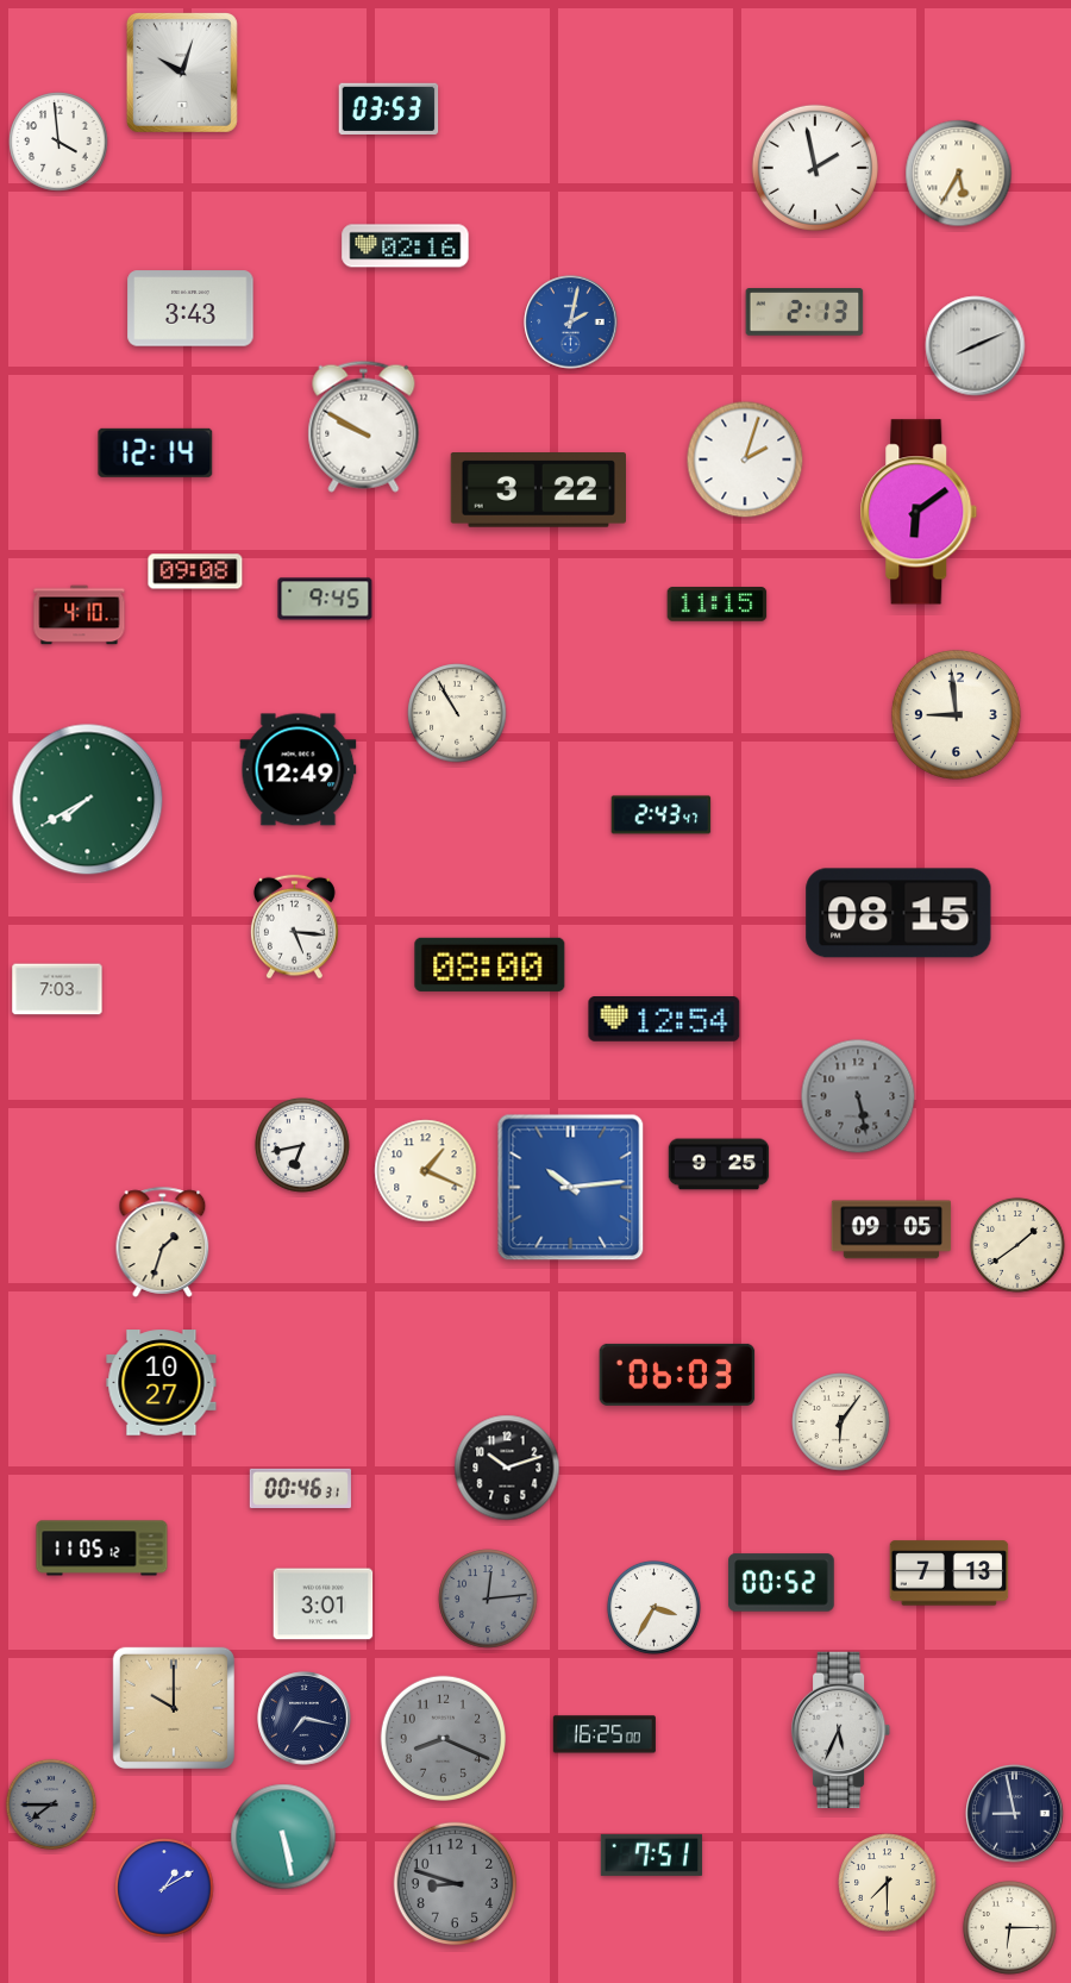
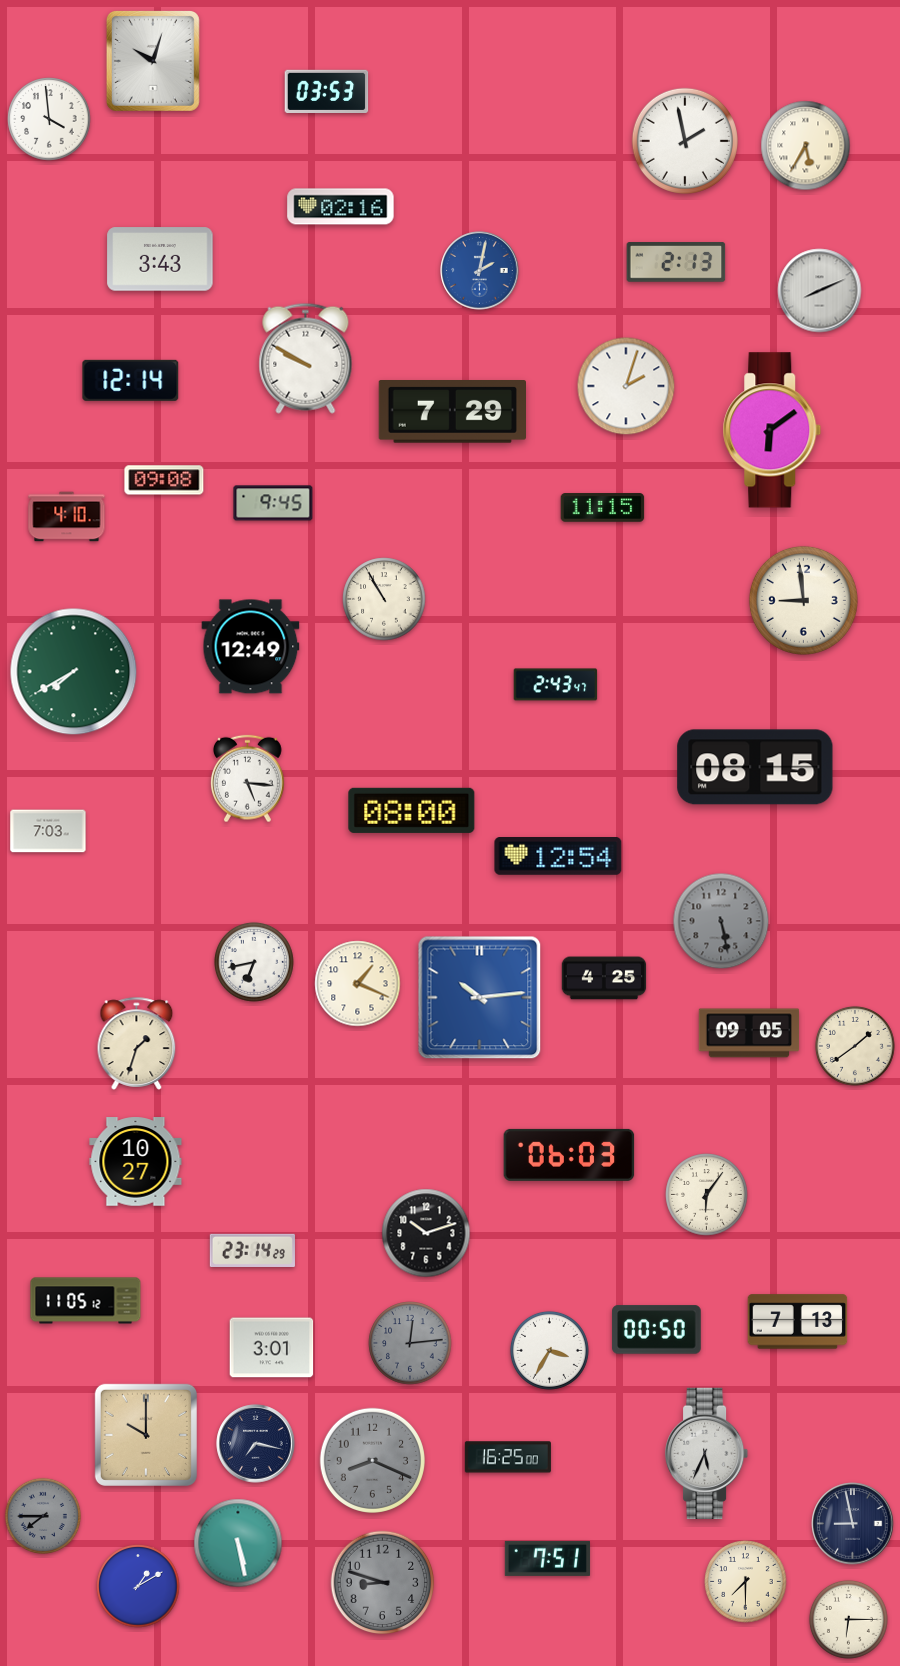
clock at (538, 490): 3:22 -> 7:29
clock at (719, 1164): 9:25 -> 4:25
clock at (300, 1488): 00:46 -> 23:14
clock at (782, 1583): 00:52 -> 00:50
